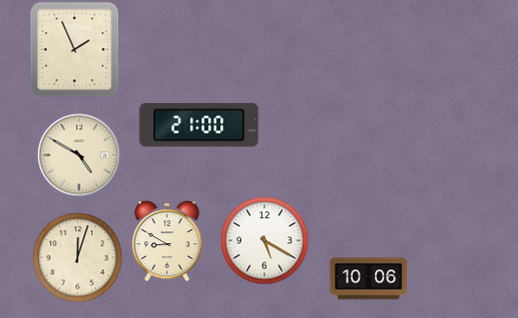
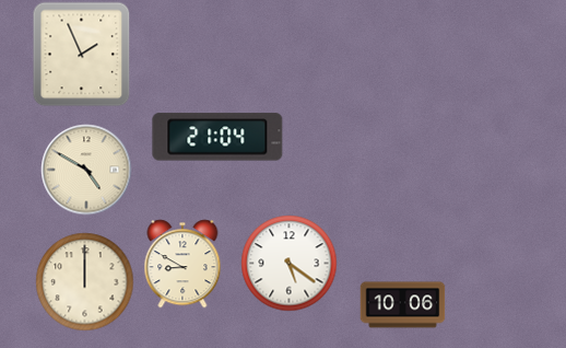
clock at (199, 125): 21:00 -> 21:04
clock at (264, 240): 5:20 -> 5:21
clock at (77, 257): 12:03 -> 12:00
